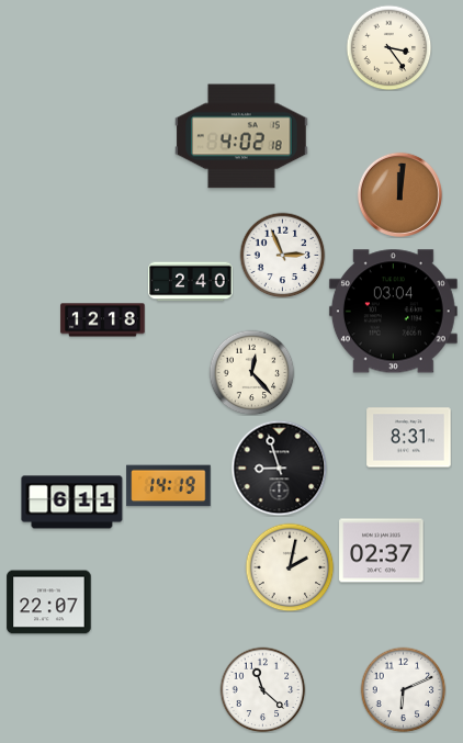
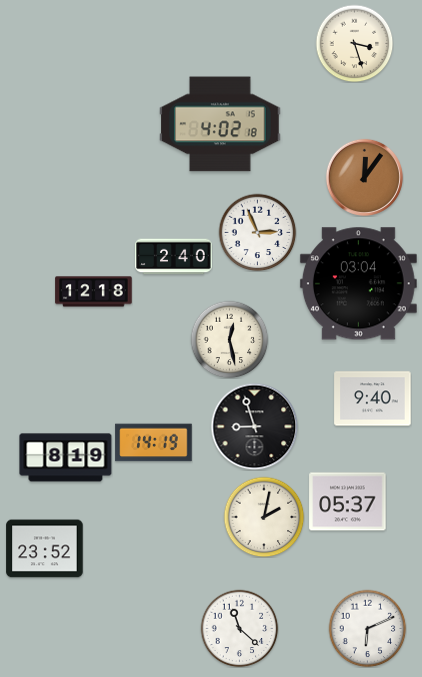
clock at (388, 47): 3:24 -> 3:27
clock at (399, 194): 12:01 -> 12:06
clock at (251, 372): 12:23 -> 12:28
clock at (409, 438): 8:31 -> 9:40
clock at (72, 503): 6:11 -> 8:19
clock at (382, 551): 02:37 -> 05:37
clock at (49, 603): 22:07 -> 23:52
